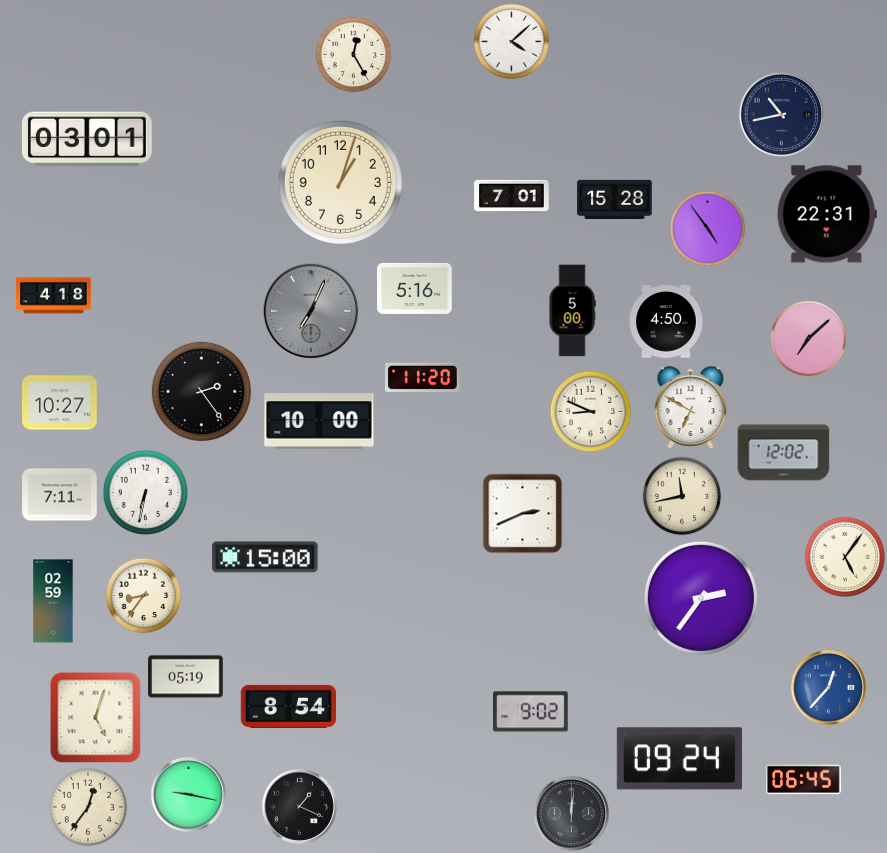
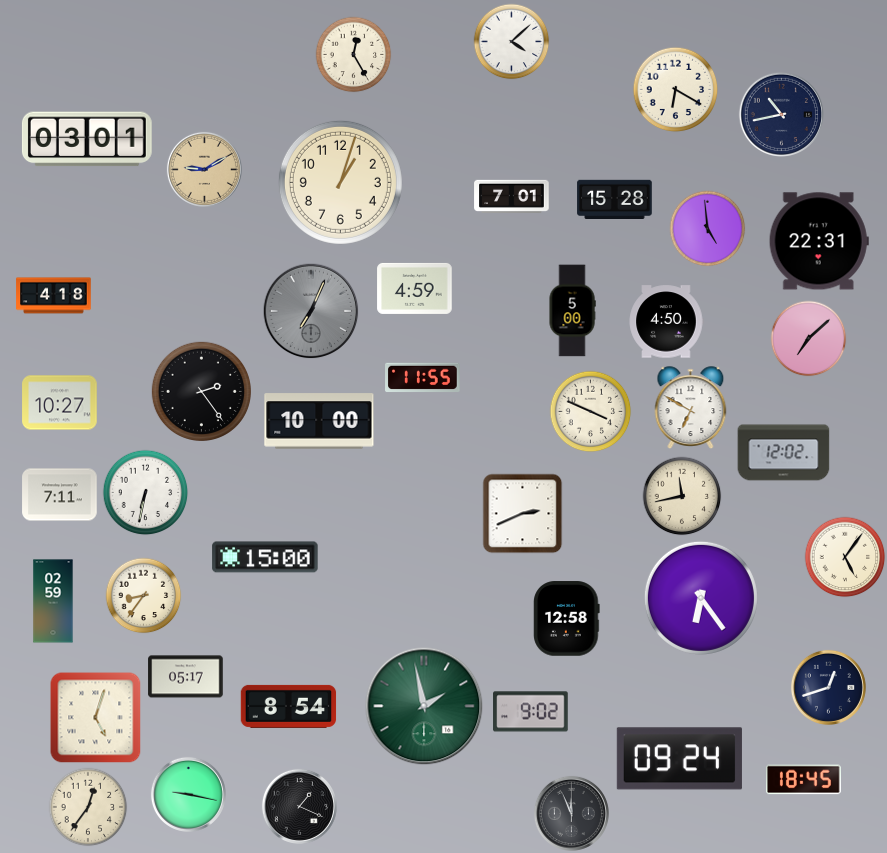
clock at (676, 90): none -> 6:20
clock at (204, 169): none -> 9:10
clock at (827, 214) position: (827, 214) -> (819, 241)
clock at (708, 229): 4:54 -> 4:59
clock at (415, 288): 5:16 -> 4:59
clock at (423, 378): 11:20 -> 11:55
clock at (591, 412): 8:49 -> 3:49
clock at (701, 598): 2:36 -> 6:24
clock at (567, 619): none -> 12:58
clock at (186, 677): 05:19 -> 05:17
clock at (828, 687): 12:37 -> 12:42
clock at (828, 687) dial: blue -> navy
clock at (424, 706): none -> 1:58
clock at (804, 780): 06:45 -> 18:45
clock at (571, 813): 12:01 -> 11:56
